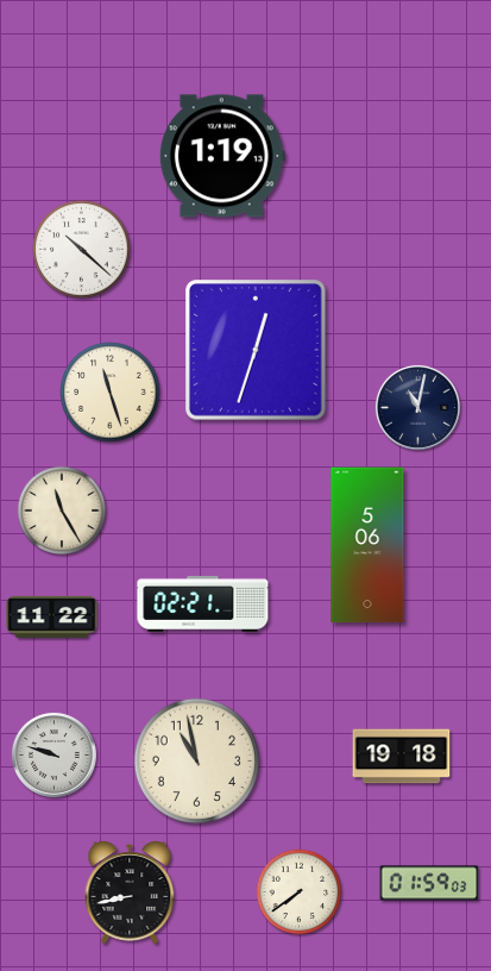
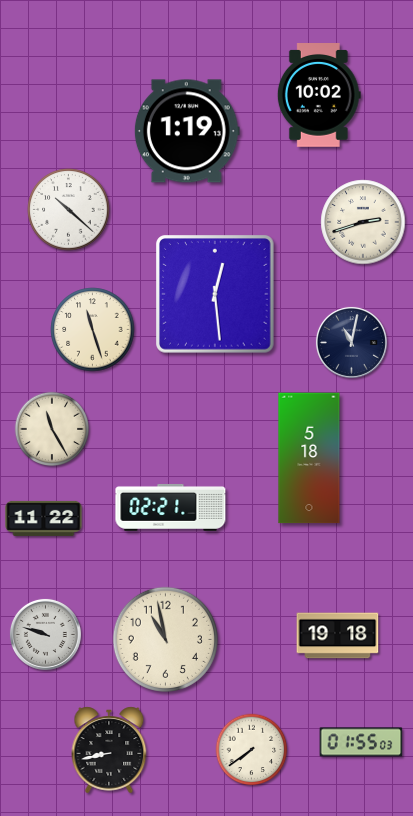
clock at (319, 96): none -> 10:02
clock at (363, 222): none -> 2:42
clock at (256, 350): 12:33 -> 12:29
clock at (367, 545): 5:06 -> 5:18
clock at (429, 883): 01:59 -> 01:55
